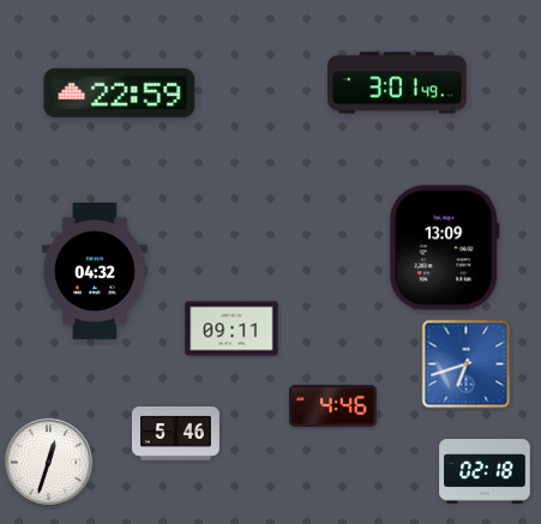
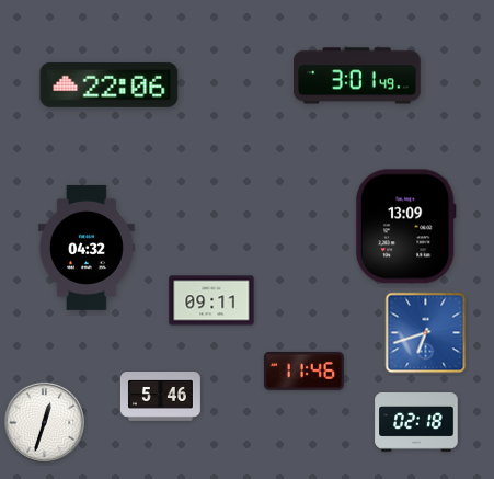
clock at (398, 83) position: (398, 83) -> (358, 76)
clock at (120, 92): 22:59 -> 22:06
clock at (332, 405): 4:46 -> 11:46
clock at (485, 472) position: (485, 472) -> (416, 423)
